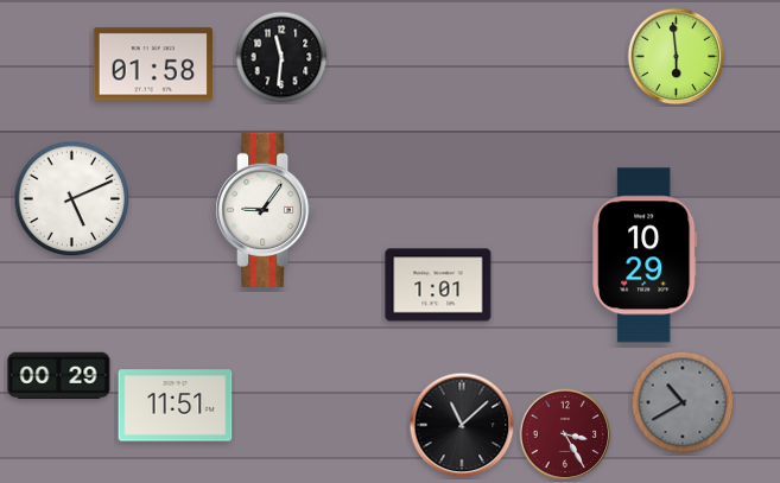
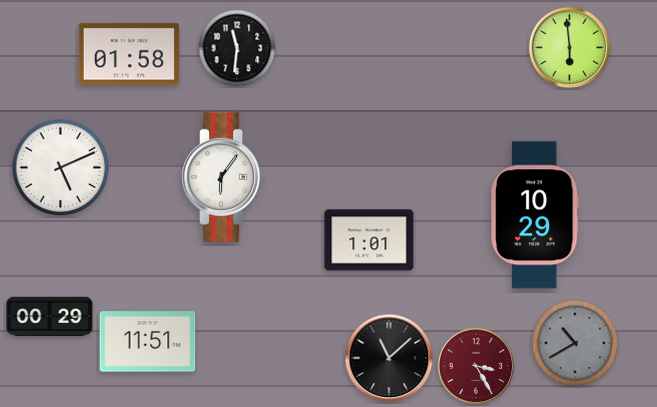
clock at (265, 210): 9:06 -> 6:06
clock at (646, 255) position: (646, 255) -> (536, 215)
clock at (683, 402) position: (683, 402) -> (575, 343)
